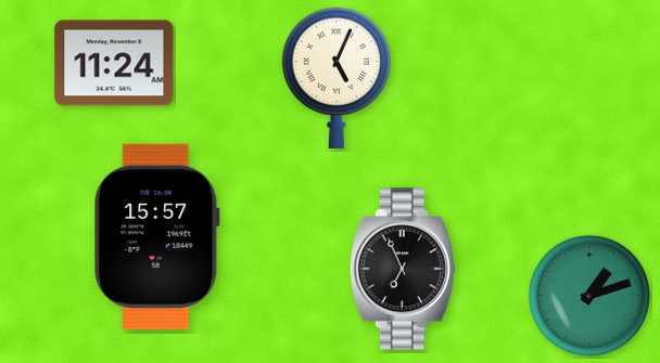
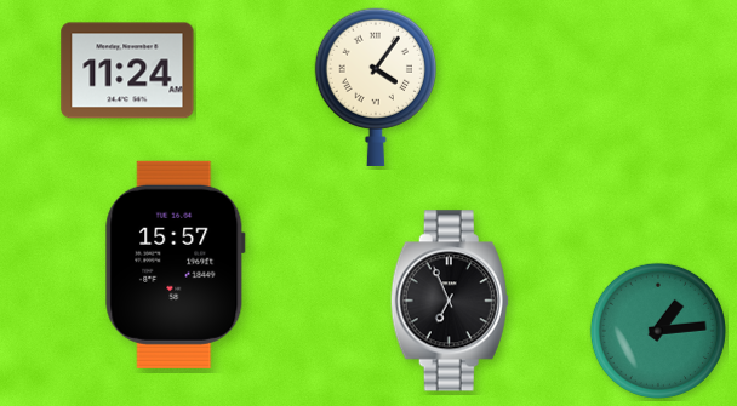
clock at (335, 78): 5:04 -> 4:06
clock at (589, 296): 1:12 -> 1:14
